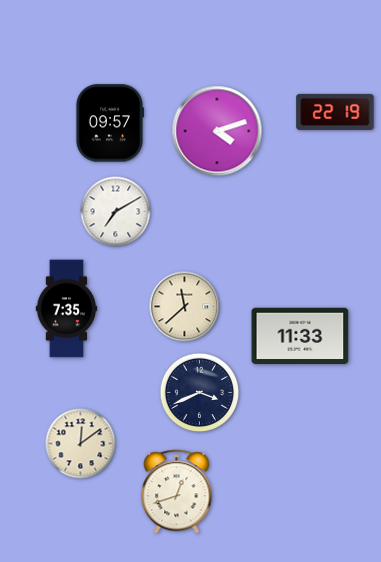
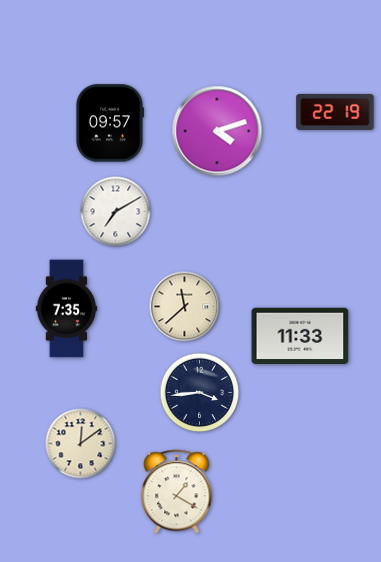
clock at (200, 393): 3:41 -> 3:44
clock at (177, 492): 12:42 -> 1:20
